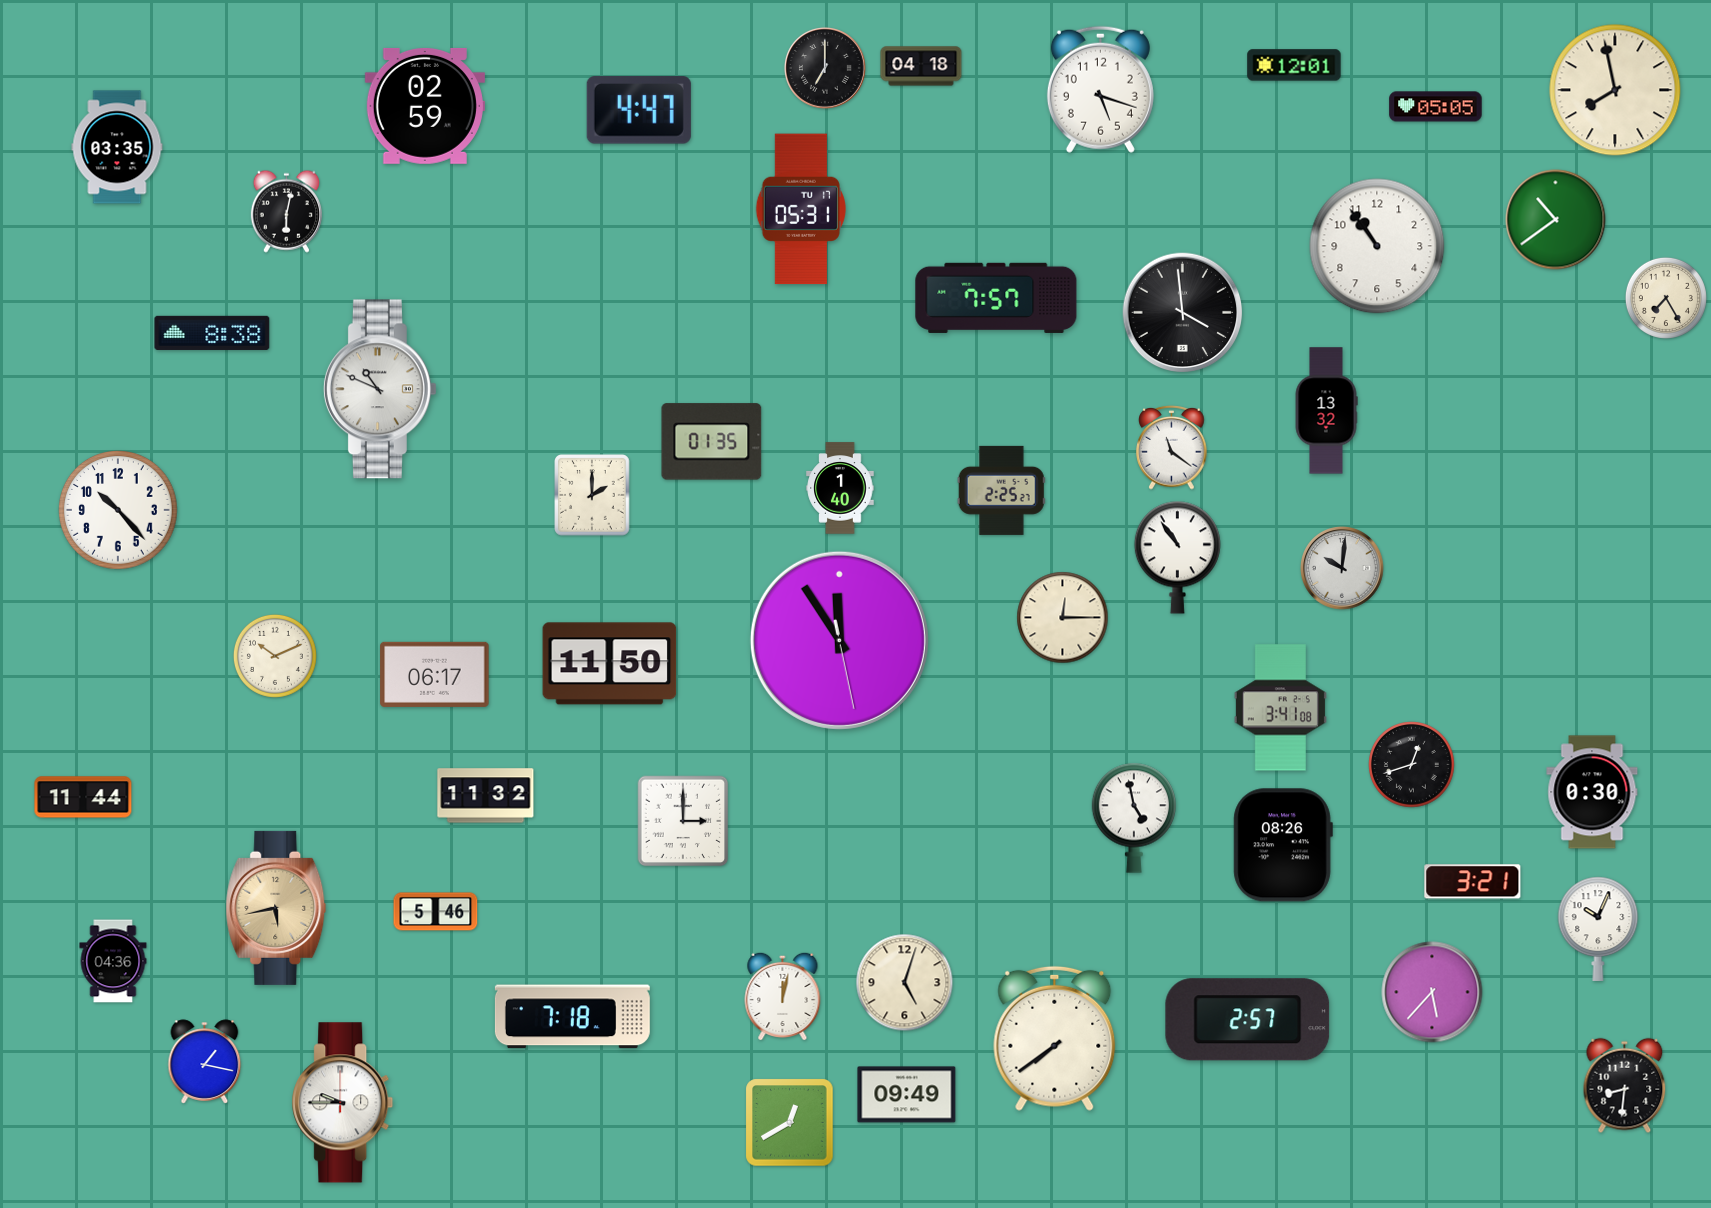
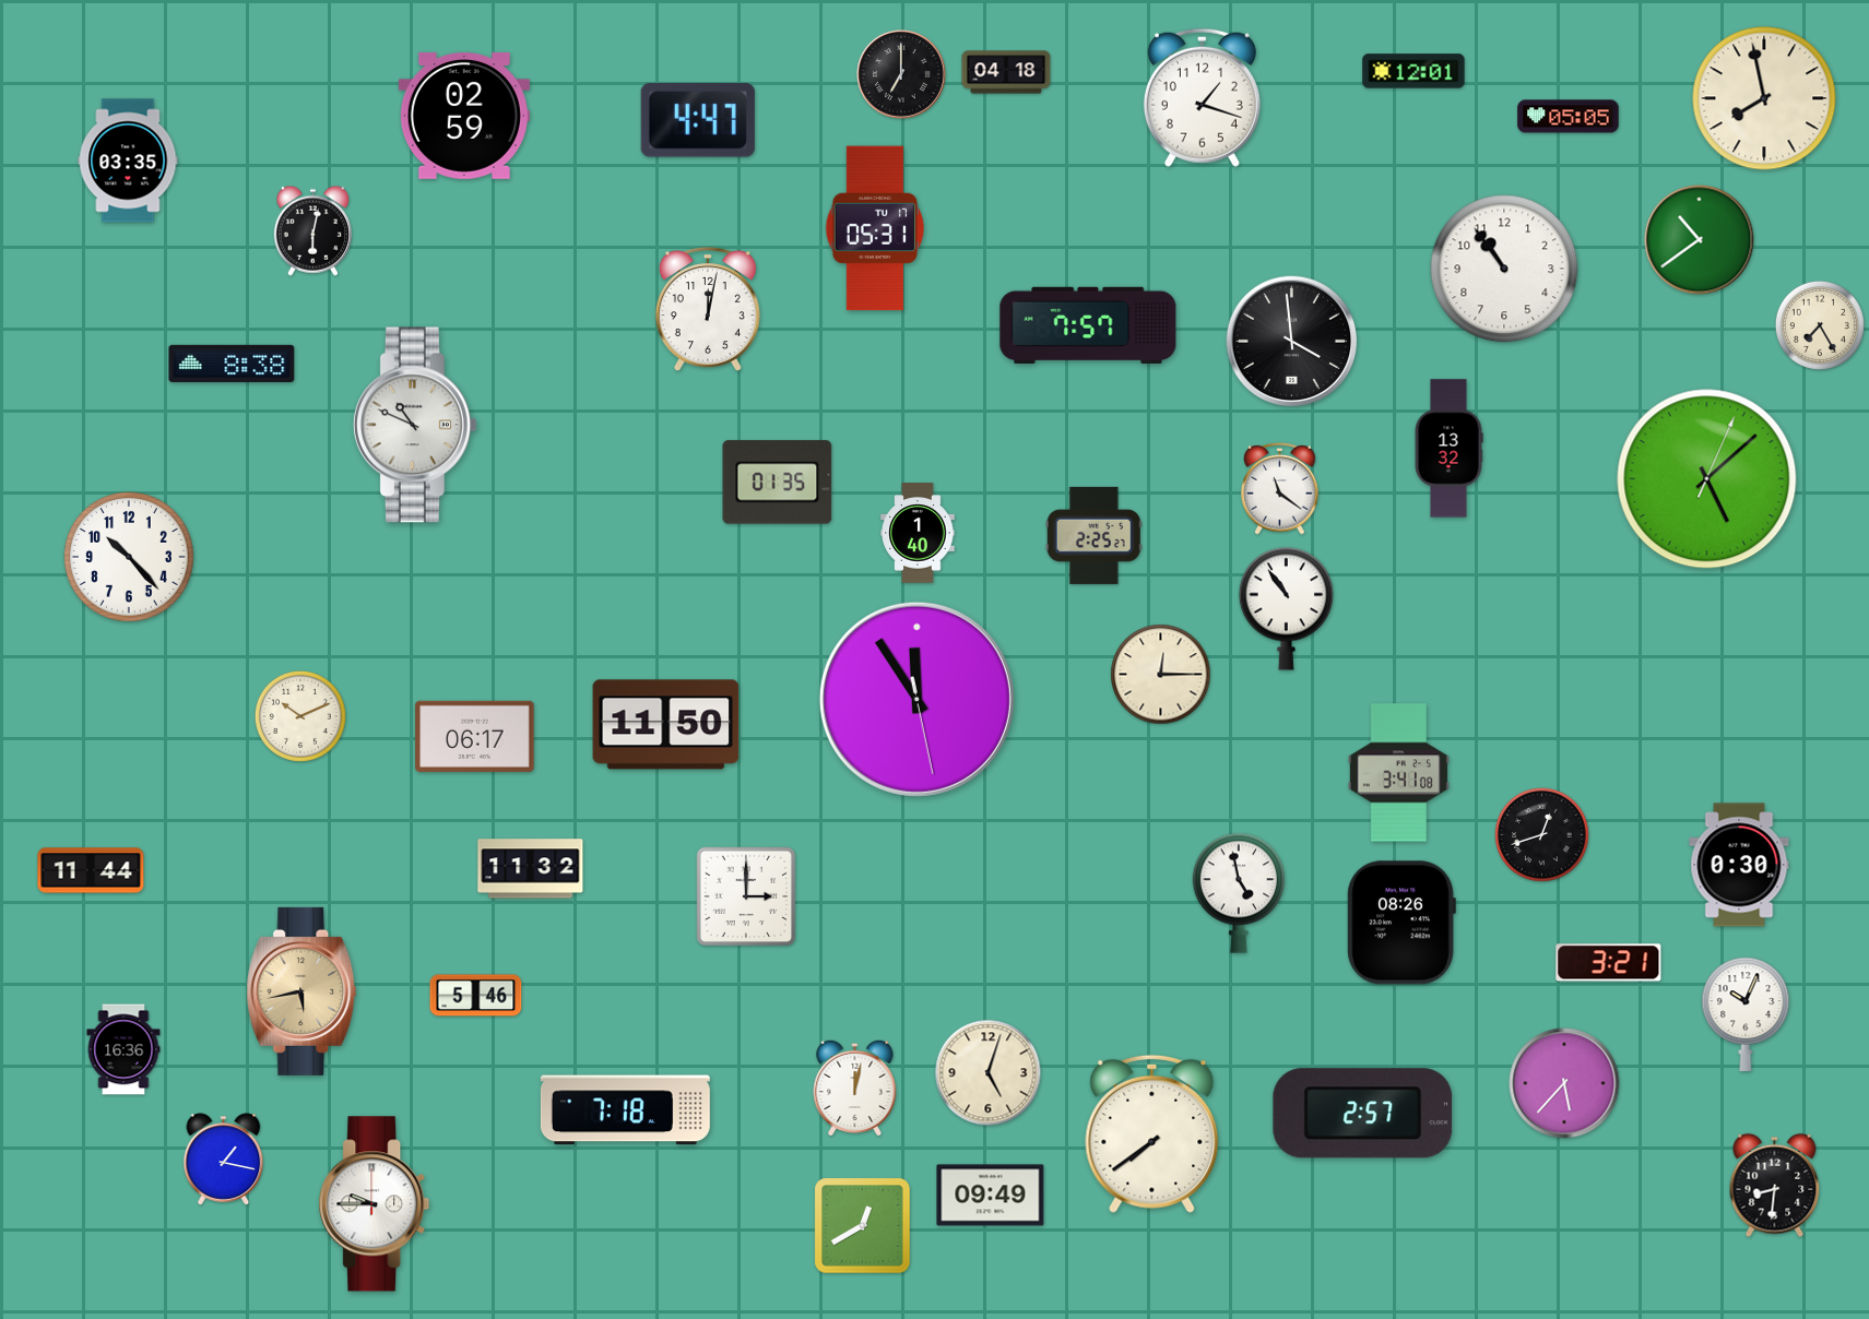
clock at (1100, 89): 5:18 -> 1:18
clock at (708, 310): none -> 12:02
clock at (1707, 479): none -> 5:08
clock at (592, 495): 2:00 -> none
clock at (1343, 569): 10:01 -> none
clock at (113, 961): 04:36 -> 16:36
